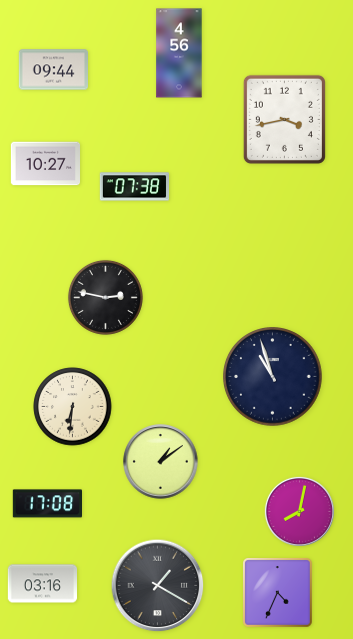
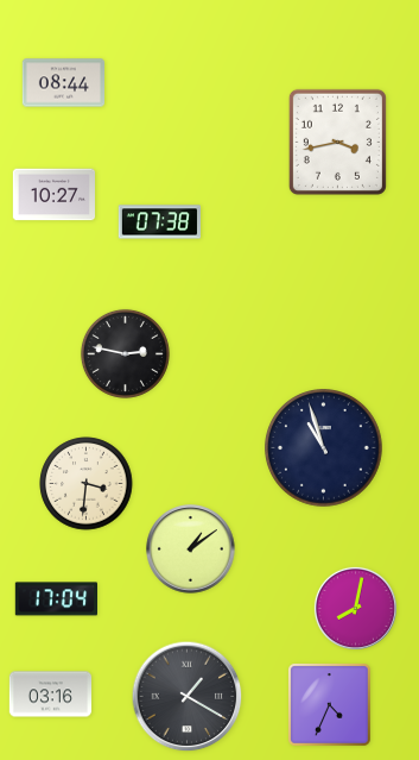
clock at (179, 53): 4:56 -> none
clock at (53, 70): 09:44 -> 08:44
clock at (73, 407): 6:31 -> 3:31
clock at (47, 504): 17:08 -> 17:04
